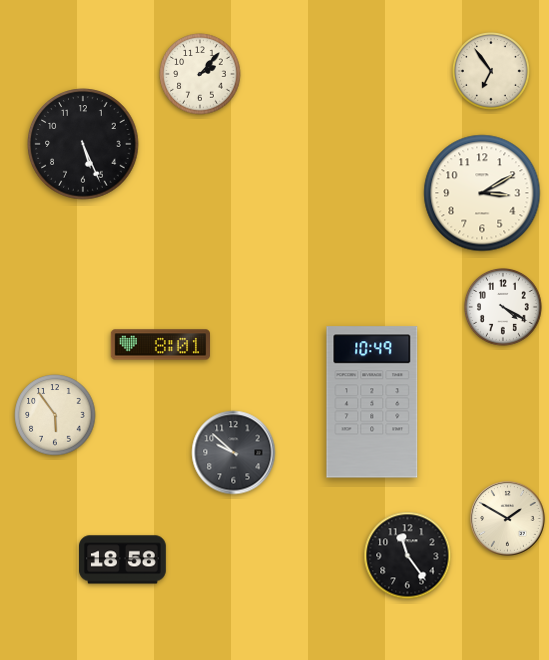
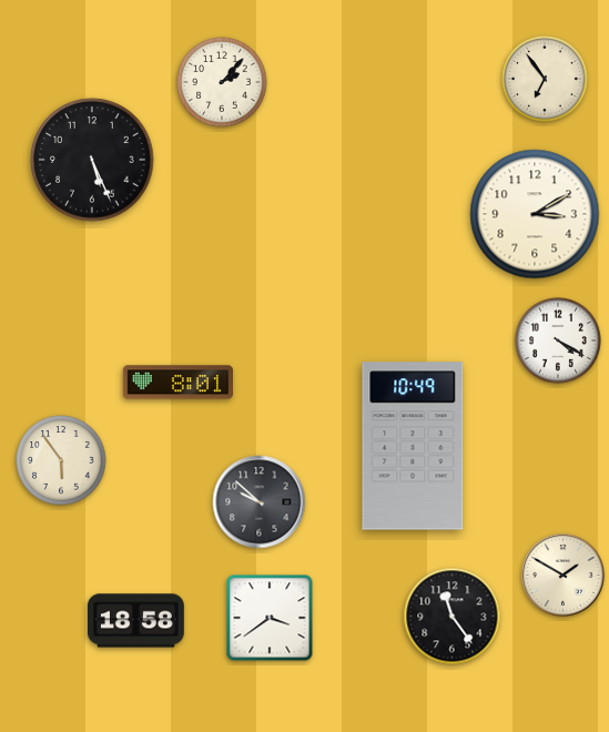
clock at (270, 618): none -> 3:39
